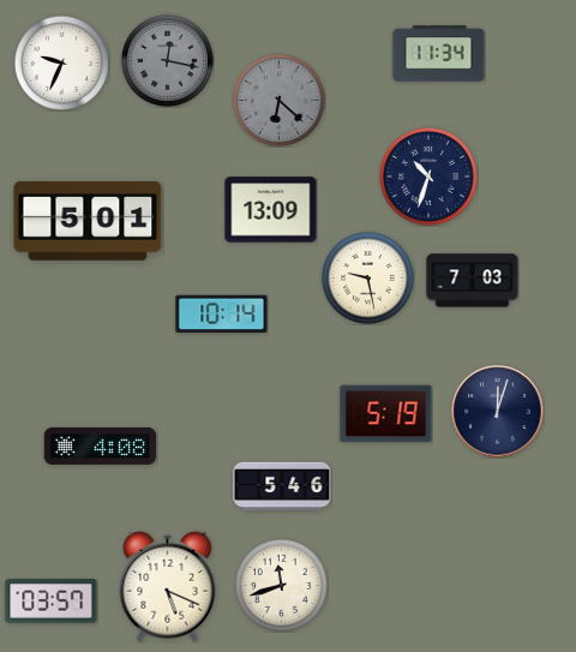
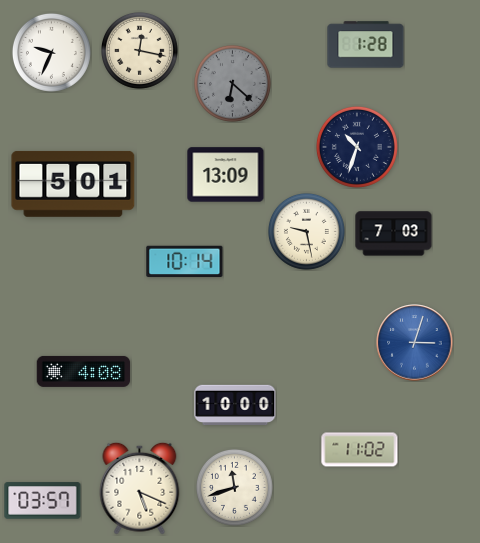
clock at (439, 54): 11:34 -> 1:28
clock at (167, 60) dial: grey -> cream
clock at (498, 412): 12:03 -> 3:03
clock at (498, 412) dial: navy -> blue
clock at (386, 414): 5:19 -> none
clock at (282, 485): 5:46 -> 10:00
clock at (360, 450): none -> 11:02
